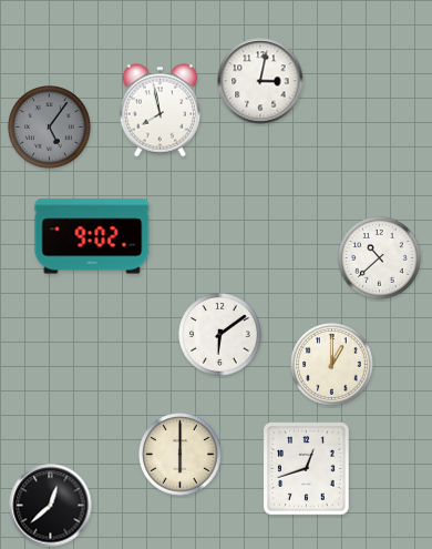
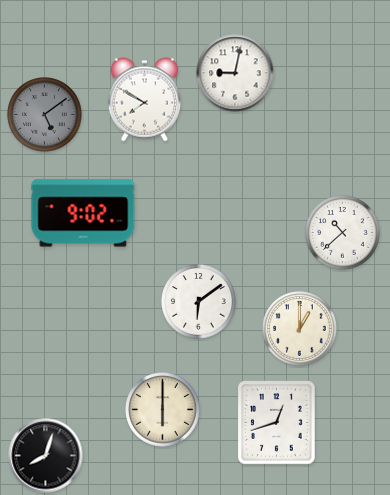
clock at (260, 81): 3:02 -> 9:02
clock at (160, 111): 7:58 -> 7:50
clock at (50, 128): 5:06 -> 5:09
clock at (51, 506): 12:38 -> 8:03
